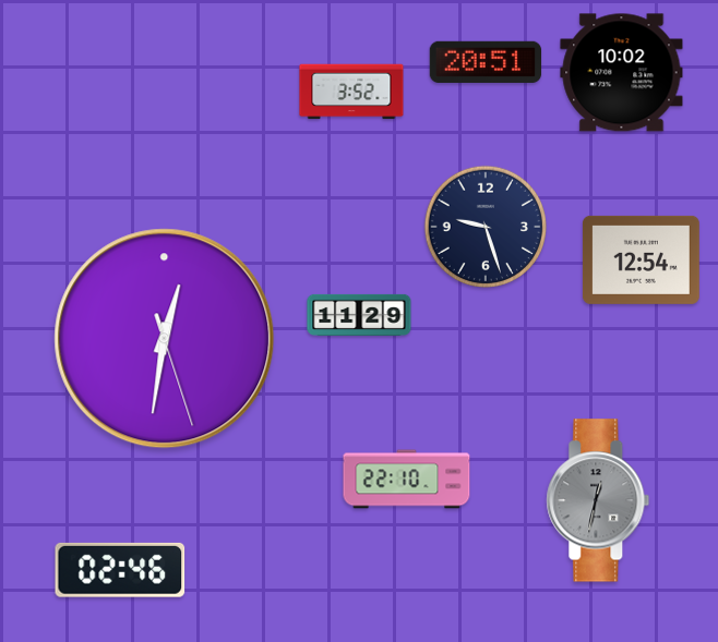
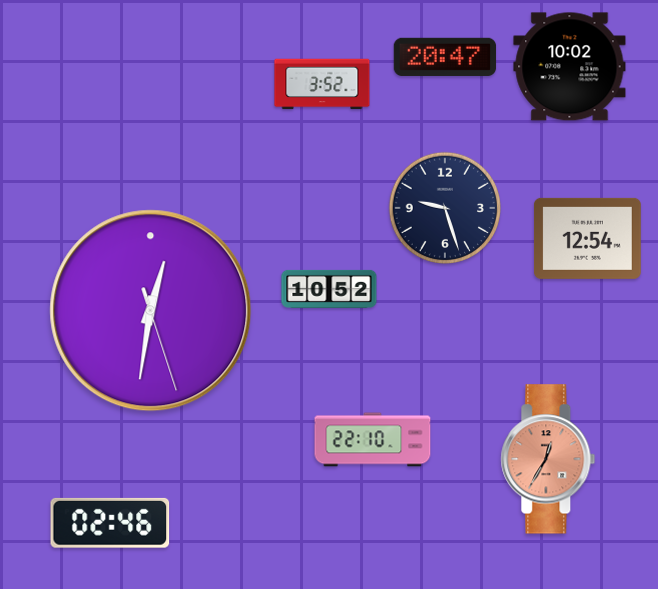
clock at (486, 62): 20:51 -> 20:47
clock at (359, 315): 11:29 -> 10:52
clock at (598, 500): 12:32 -> 12:35
clock at (598, 500) dial: grey -> salmon
